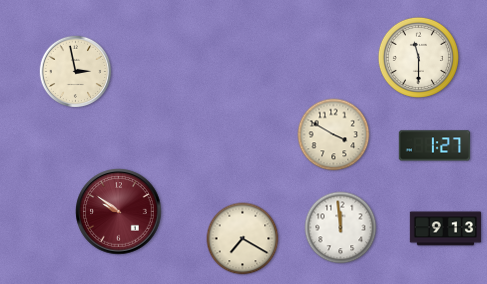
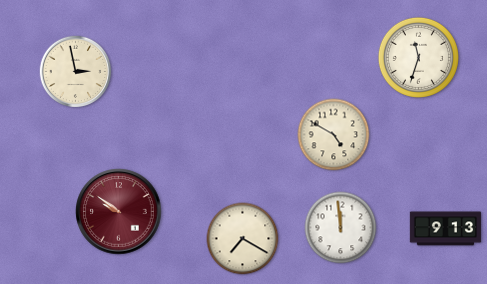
clock at (418, 57): 11:30 -> 11:33
clock at (334, 135): 3:50 -> 4:50
clock at (435, 146): 1:27 -> none
